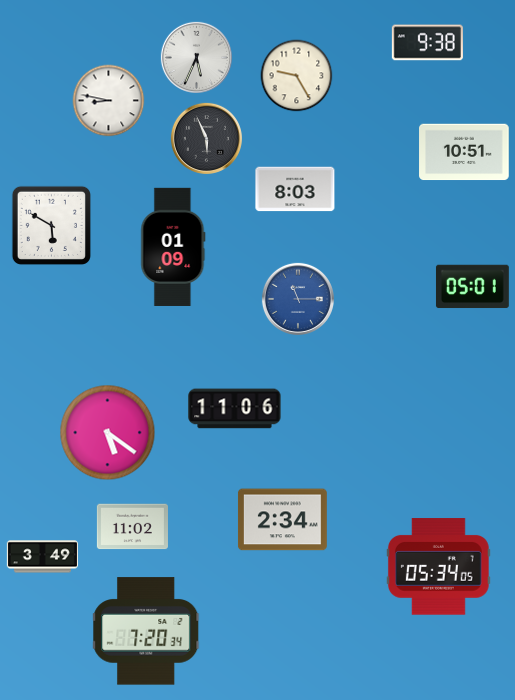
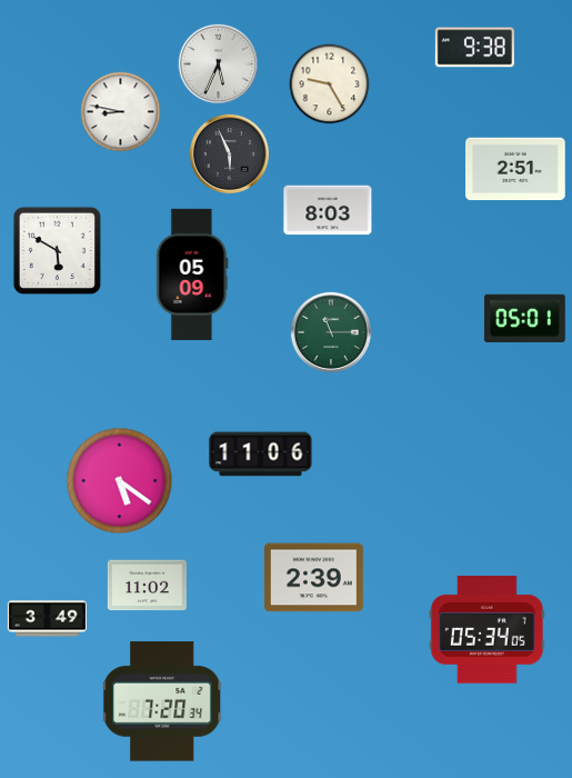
clock at (464, 152): 10:51 -> 2:51
clock at (173, 247): 01:09 -> 05:09
clock at (298, 299) dial: blue -> green
clock at (282, 520): 2:34 -> 2:39
